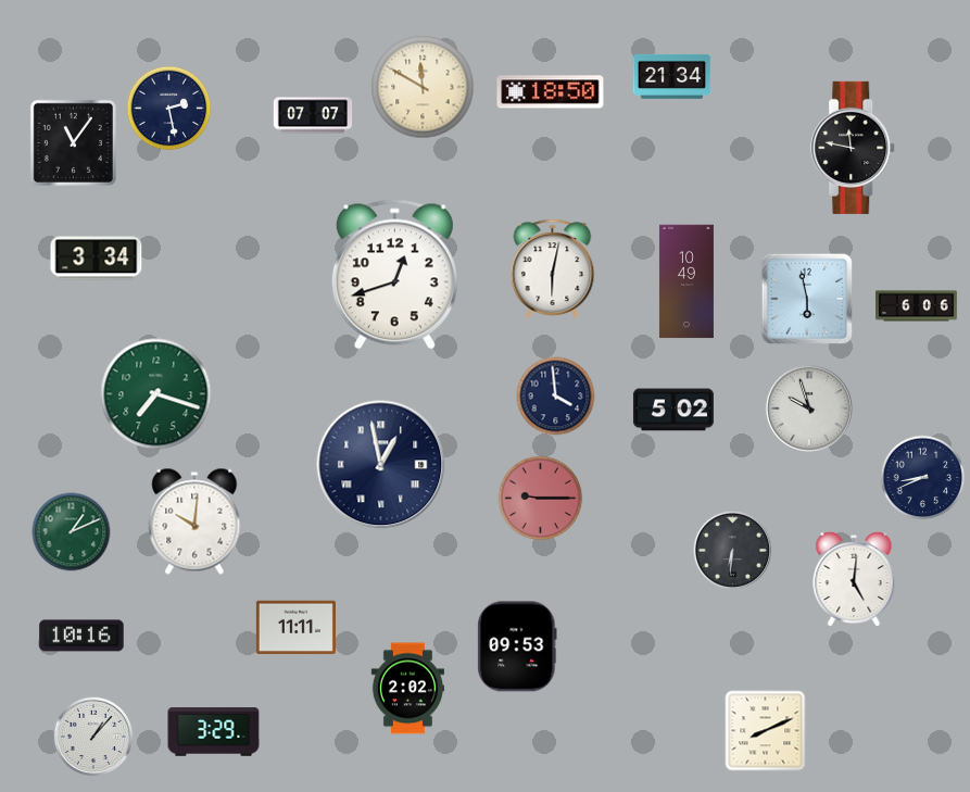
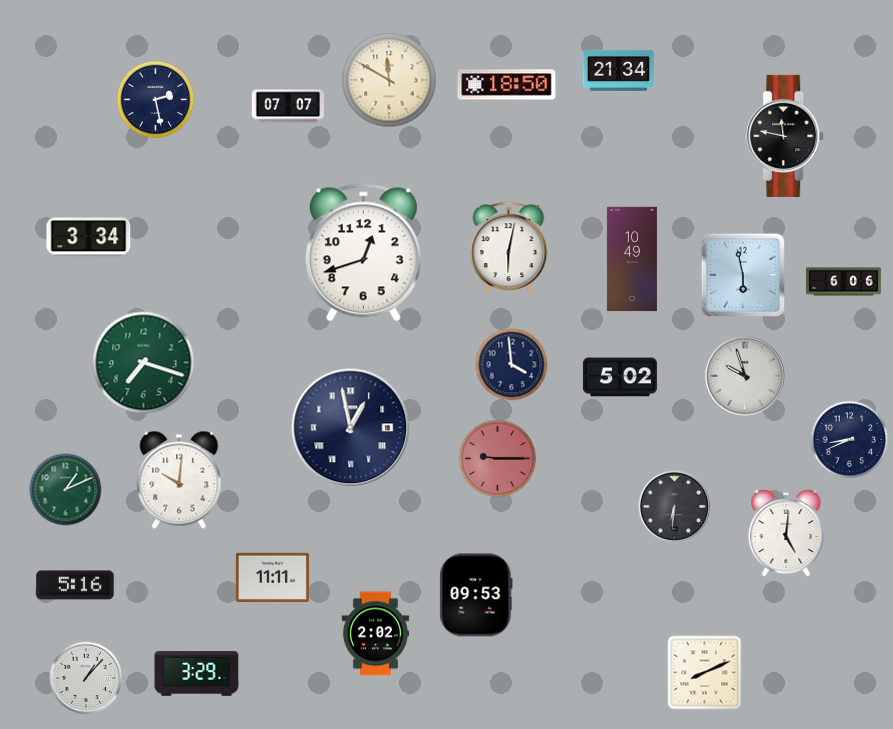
clock at (73, 142): 11:06 -> none
clock at (81, 636): 10:16 -> 5:16
